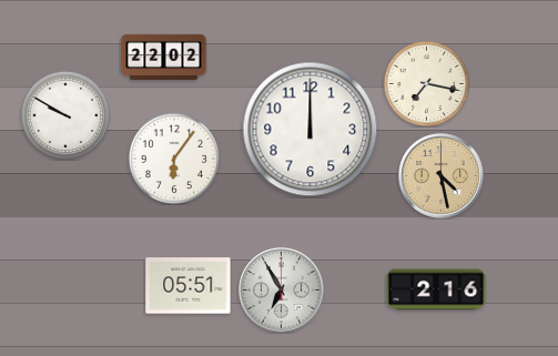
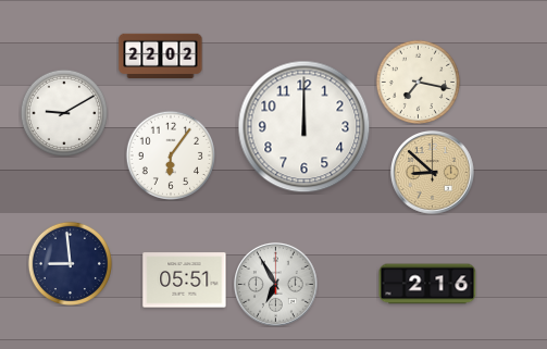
clock at (64, 114): 9:50 -> 9:10
clock at (442, 176): 4:28 -> 8:52
clock at (70, 263): none -> 8:59
